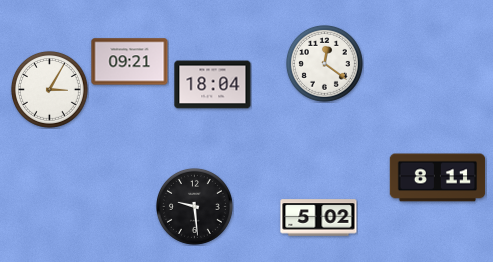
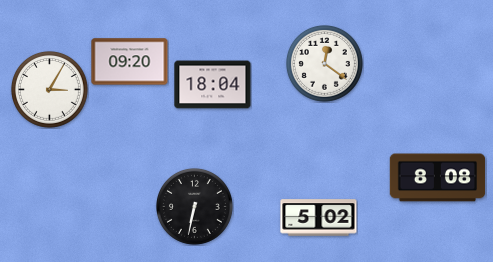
clock at (130, 62): 09:21 -> 09:20
clock at (438, 178): 8:11 -> 8:08
clock at (194, 206): 9:29 -> 6:32
